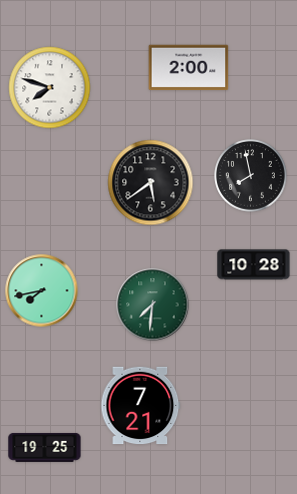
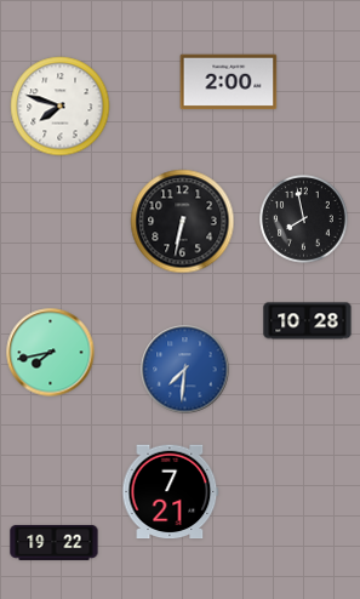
clock at (251, 176) position: (251, 176) -> (304, 219)
clock at (151, 183): 5:39 -> 6:32
clock at (153, 305) dial: green -> blue
clock at (45, 447): 19:25 -> 19:22
